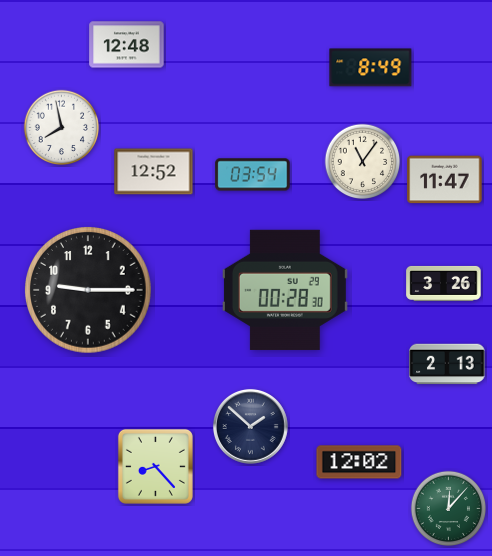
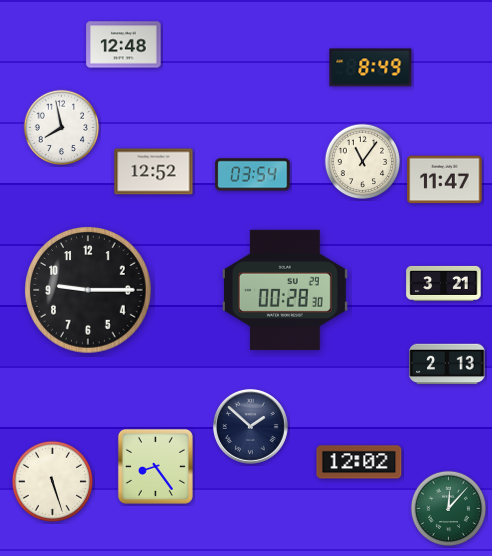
clock at (127, 45) position: (127, 45) -> (124, 45)
clock at (444, 283): 3:26 -> 3:21
clock at (155, 466): 8:23 -> 8:24
clock at (52, 481): none -> 5:27
